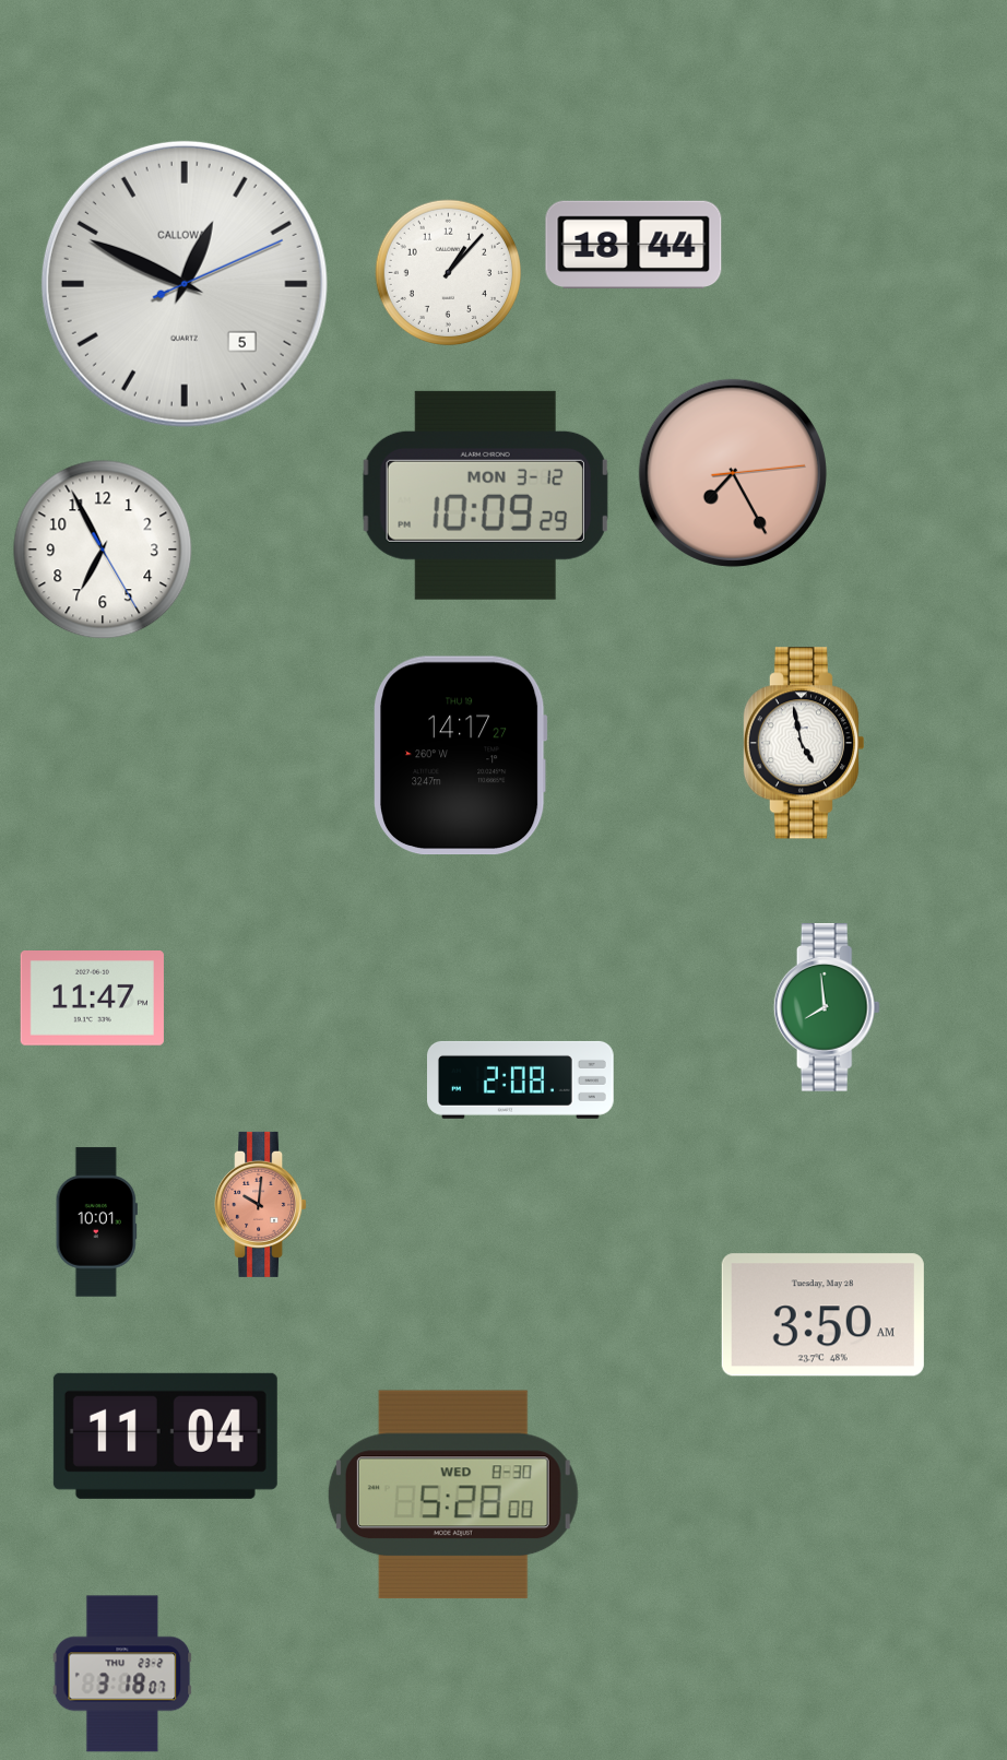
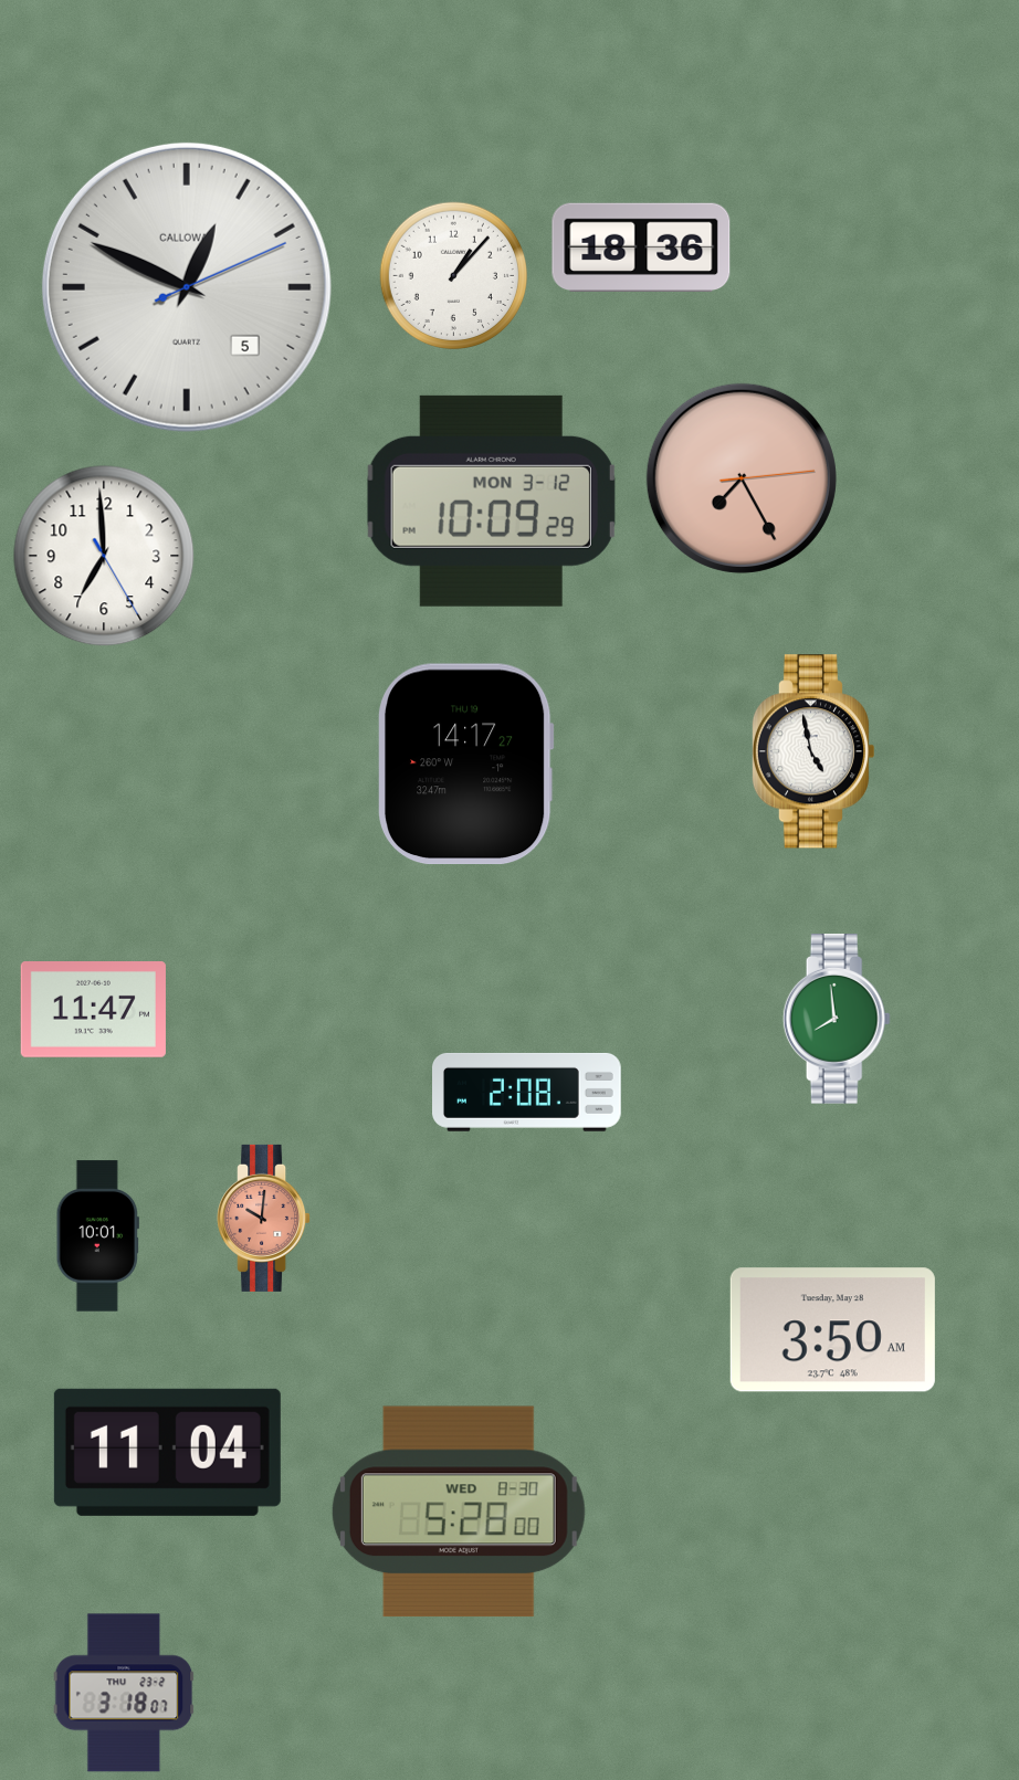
clock at (633, 245): 18:44 -> 18:36
clock at (103, 550): 6:55 -> 6:59
